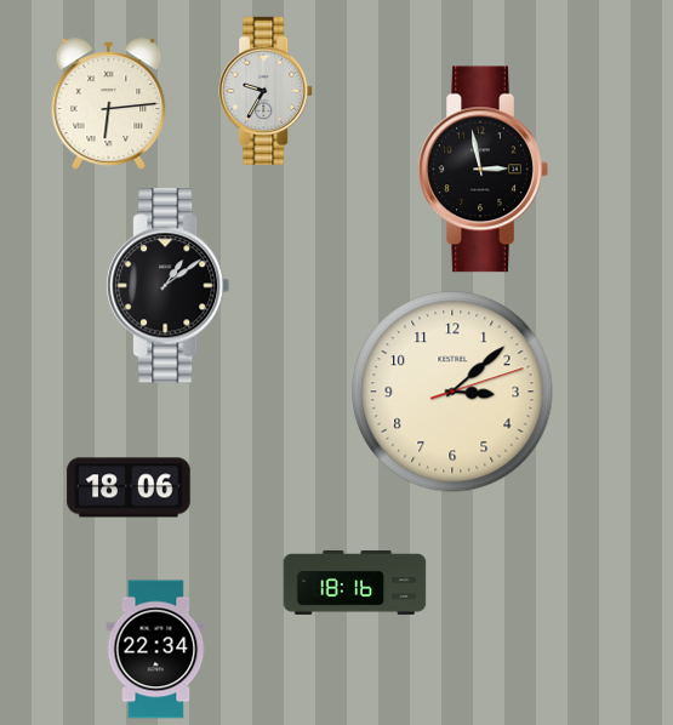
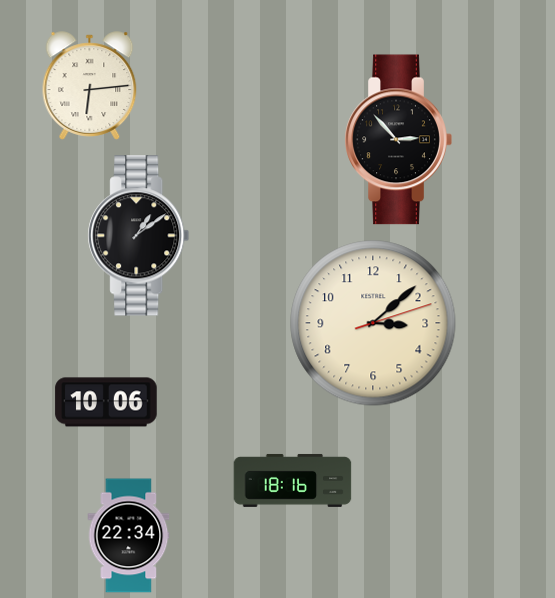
clock at (267, 91): 9:35 -> none
clock at (483, 170): 2:58 -> 2:53
clock at (129, 487): 18:06 -> 10:06
